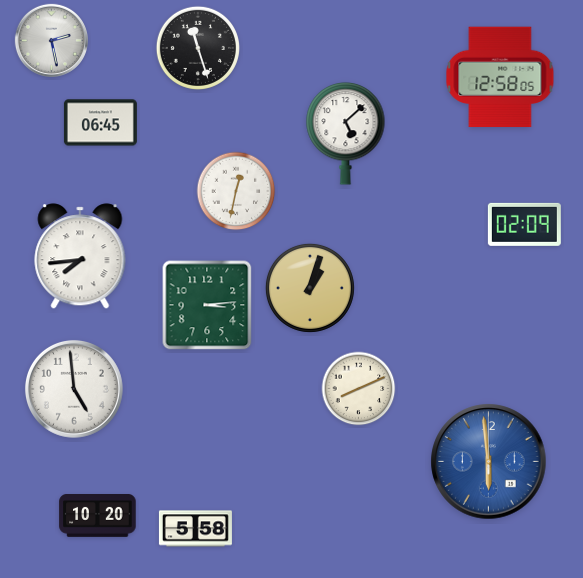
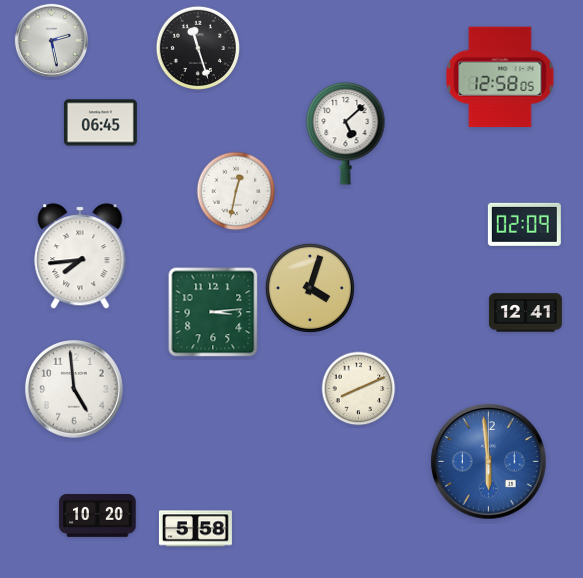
clock at (310, 288): 1:03 -> 4:03
clock at (207, 305) position: (207, 305) -> (213, 312)
clock at (525, 313): none -> 12:41
